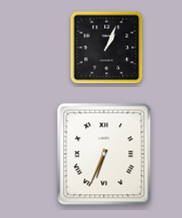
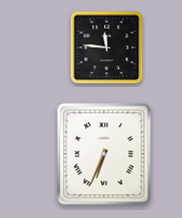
clock at (107, 48): 1:04 -> 11:46
